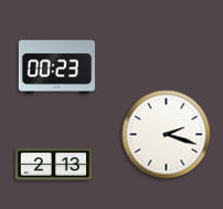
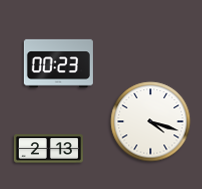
clock at (56, 67) position: (56, 67) -> (58, 64)
clock at (167, 135): 2:18 -> 4:18
